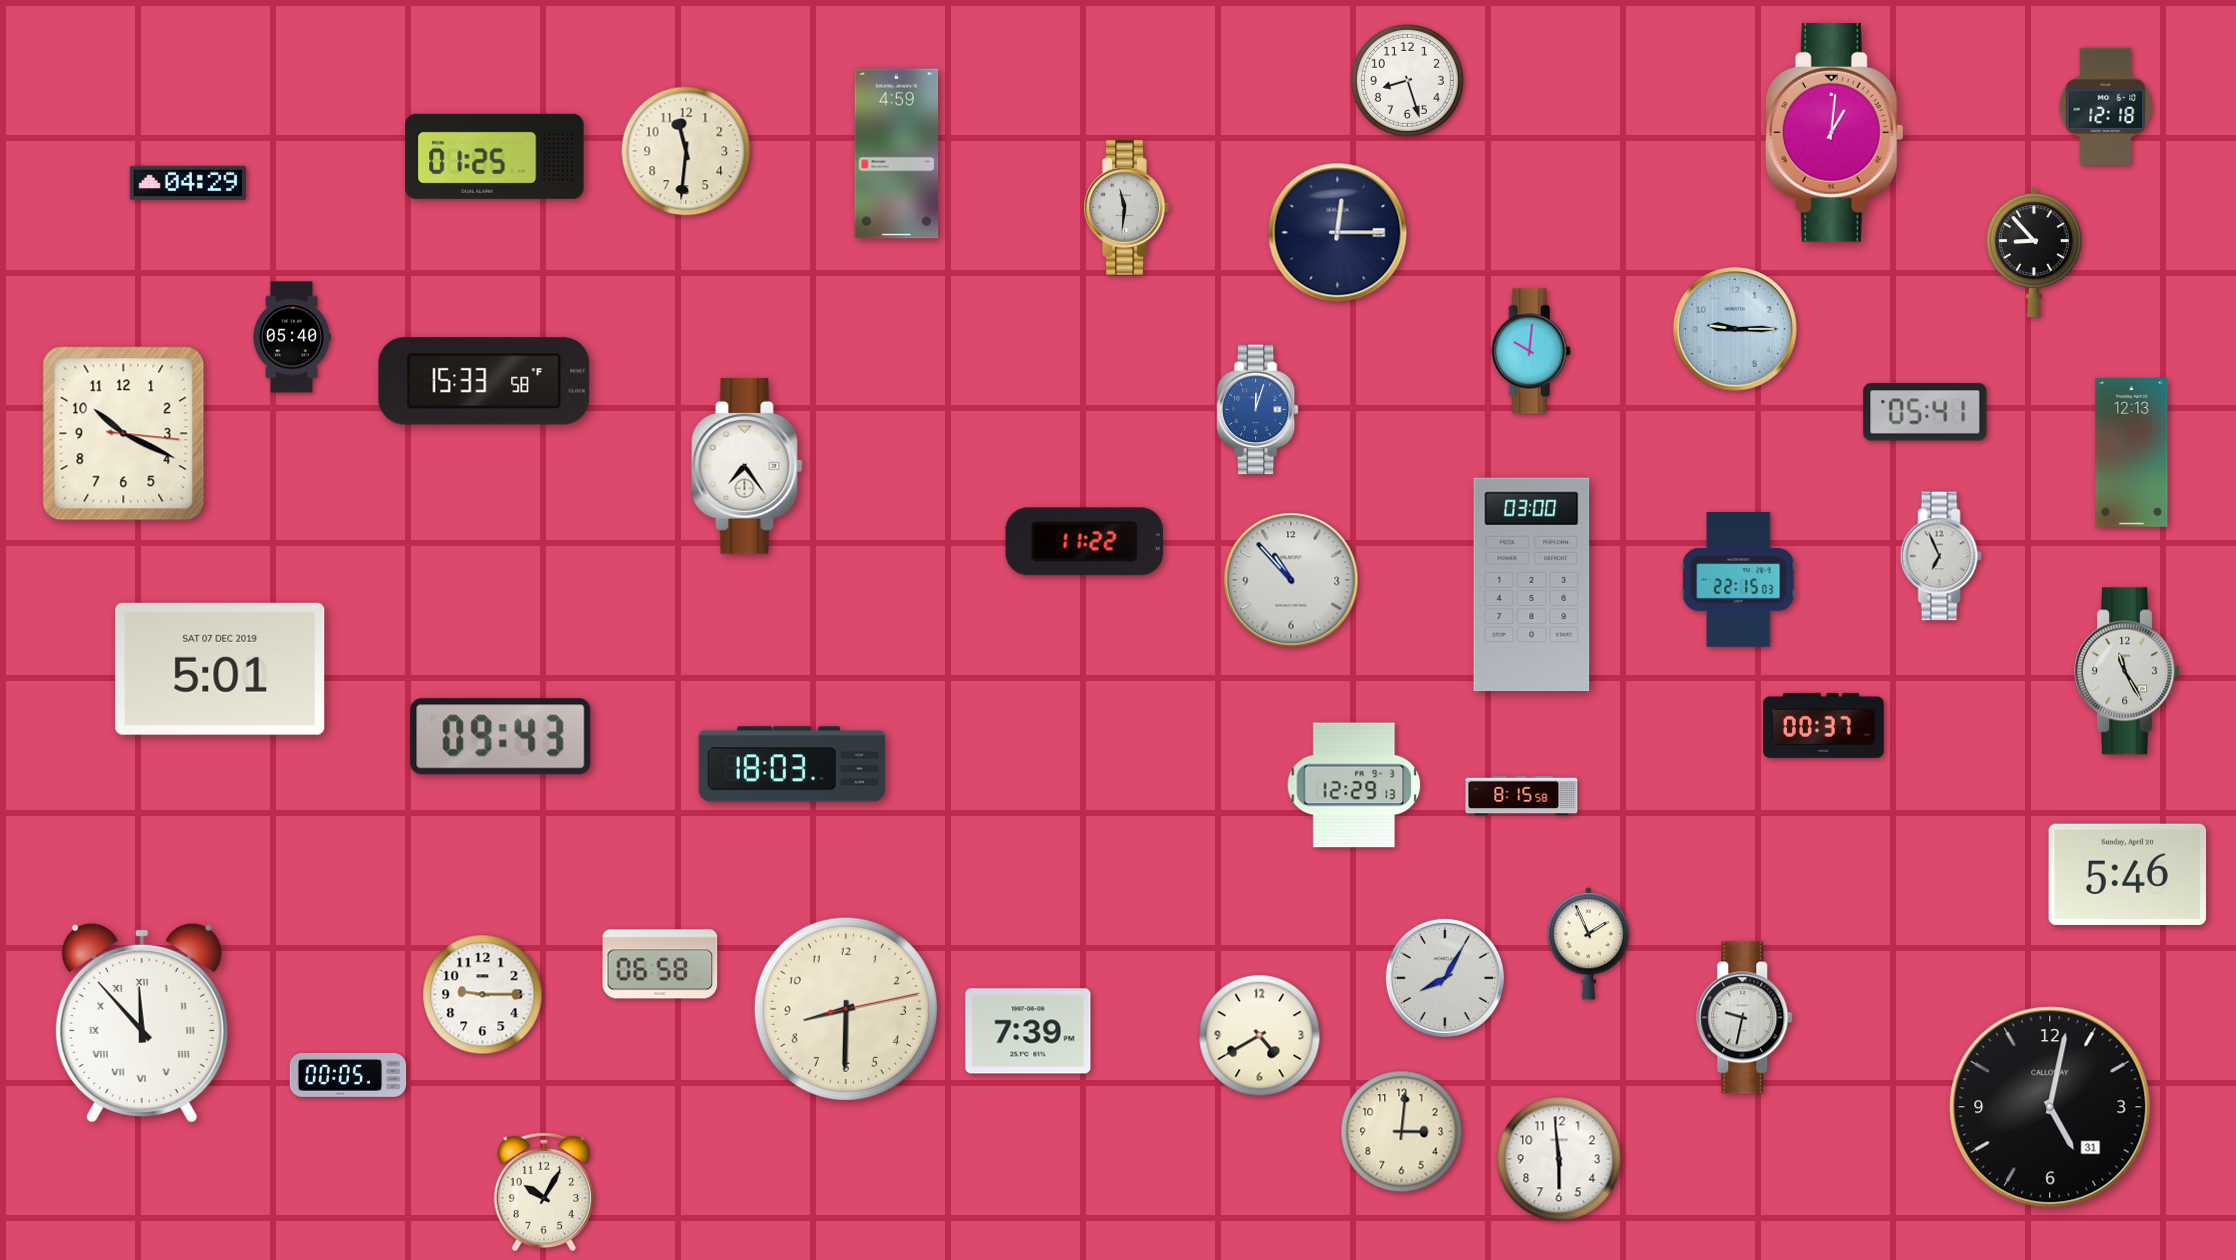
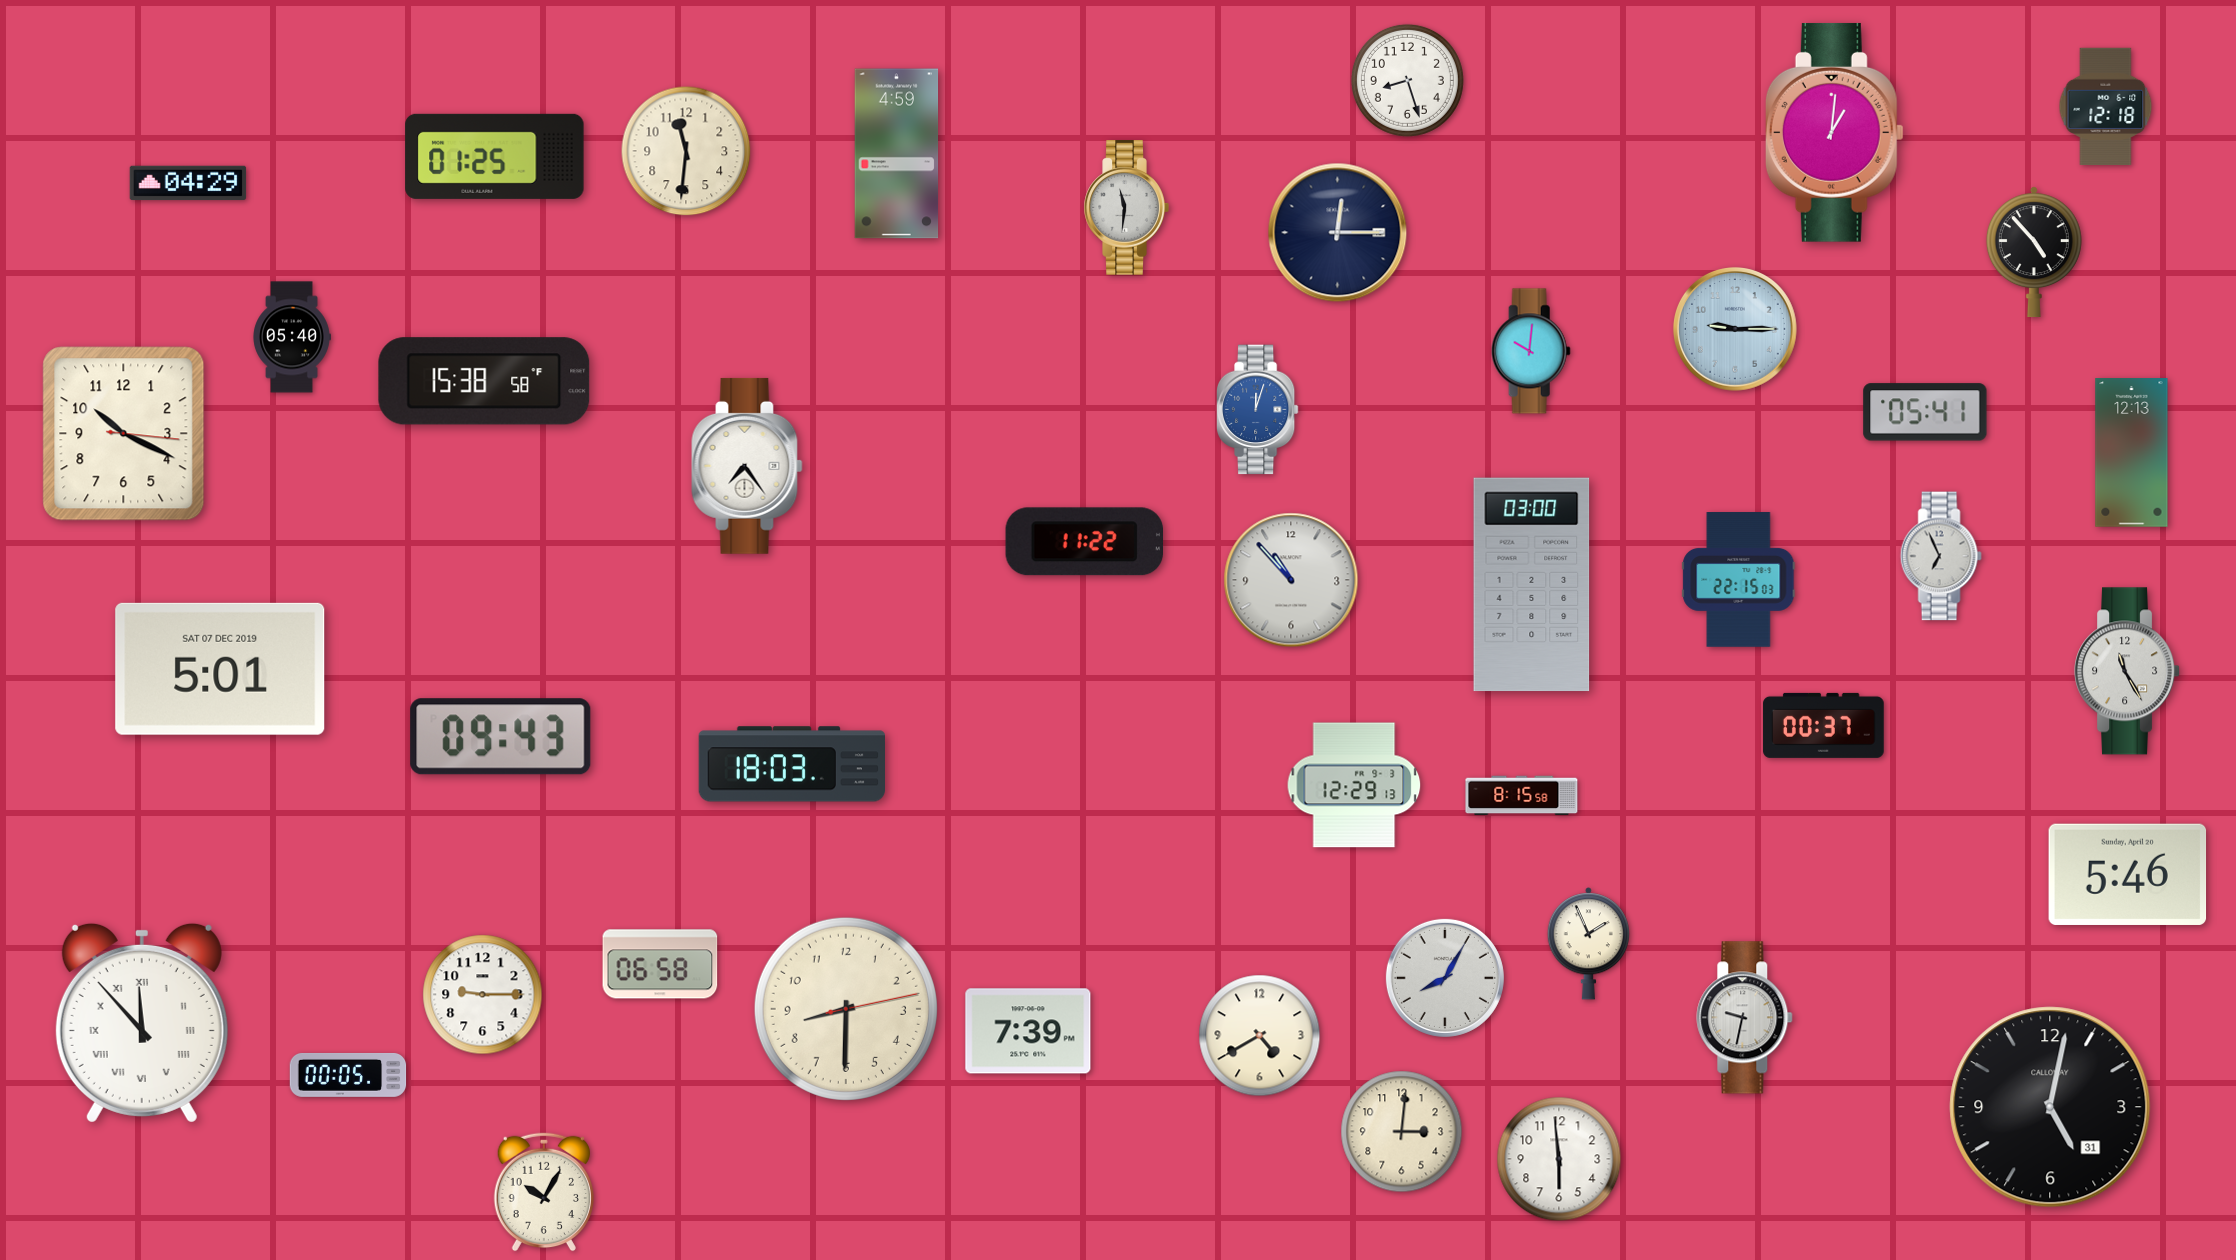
clock at (2034, 252): 8:53 -> 4:53
clock at (484, 381): 15:33 -> 15:38
